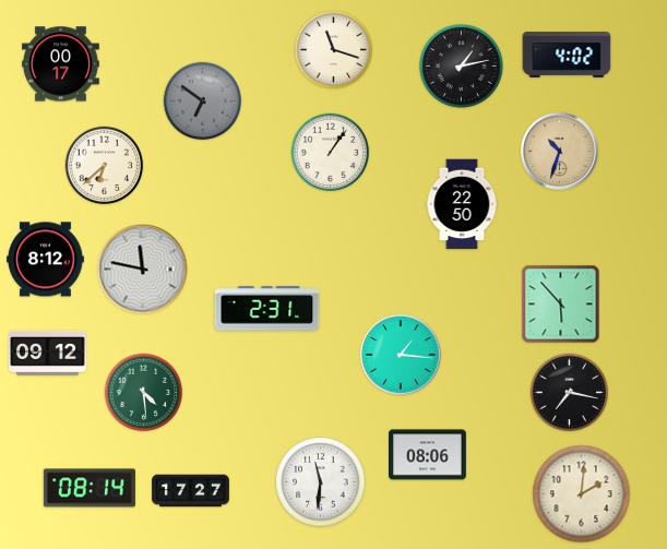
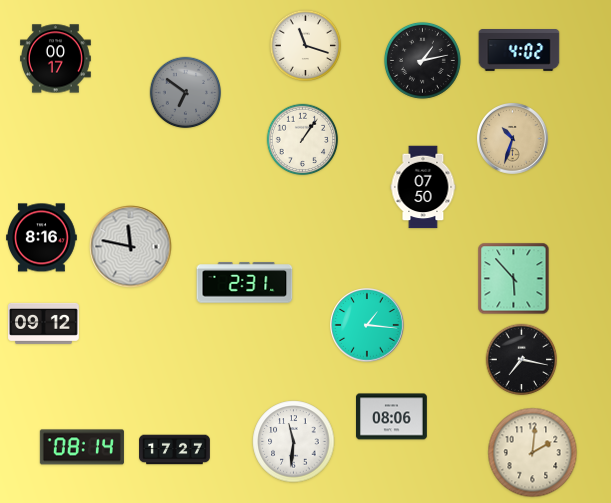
clock at (105, 166): 6:38 -> none
clock at (462, 204): 22:50 -> 07:50
clock at (46, 260): 8:12 -> 8:16
clock at (144, 393): 4:29 -> none
